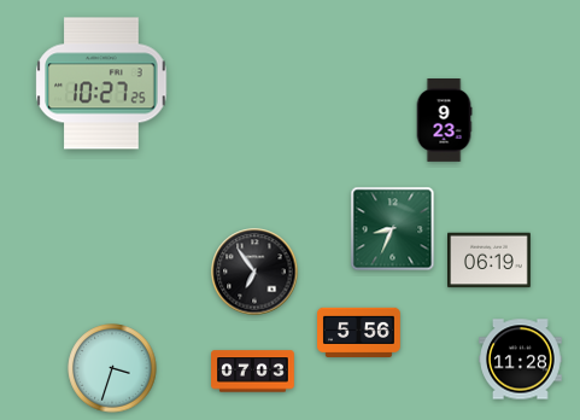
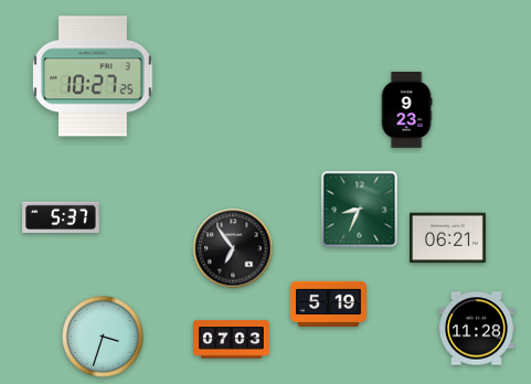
clock at (61, 216): none -> 5:37
clock at (490, 261): 06:19 -> 06:21
clock at (359, 332): 5:56 -> 5:19
